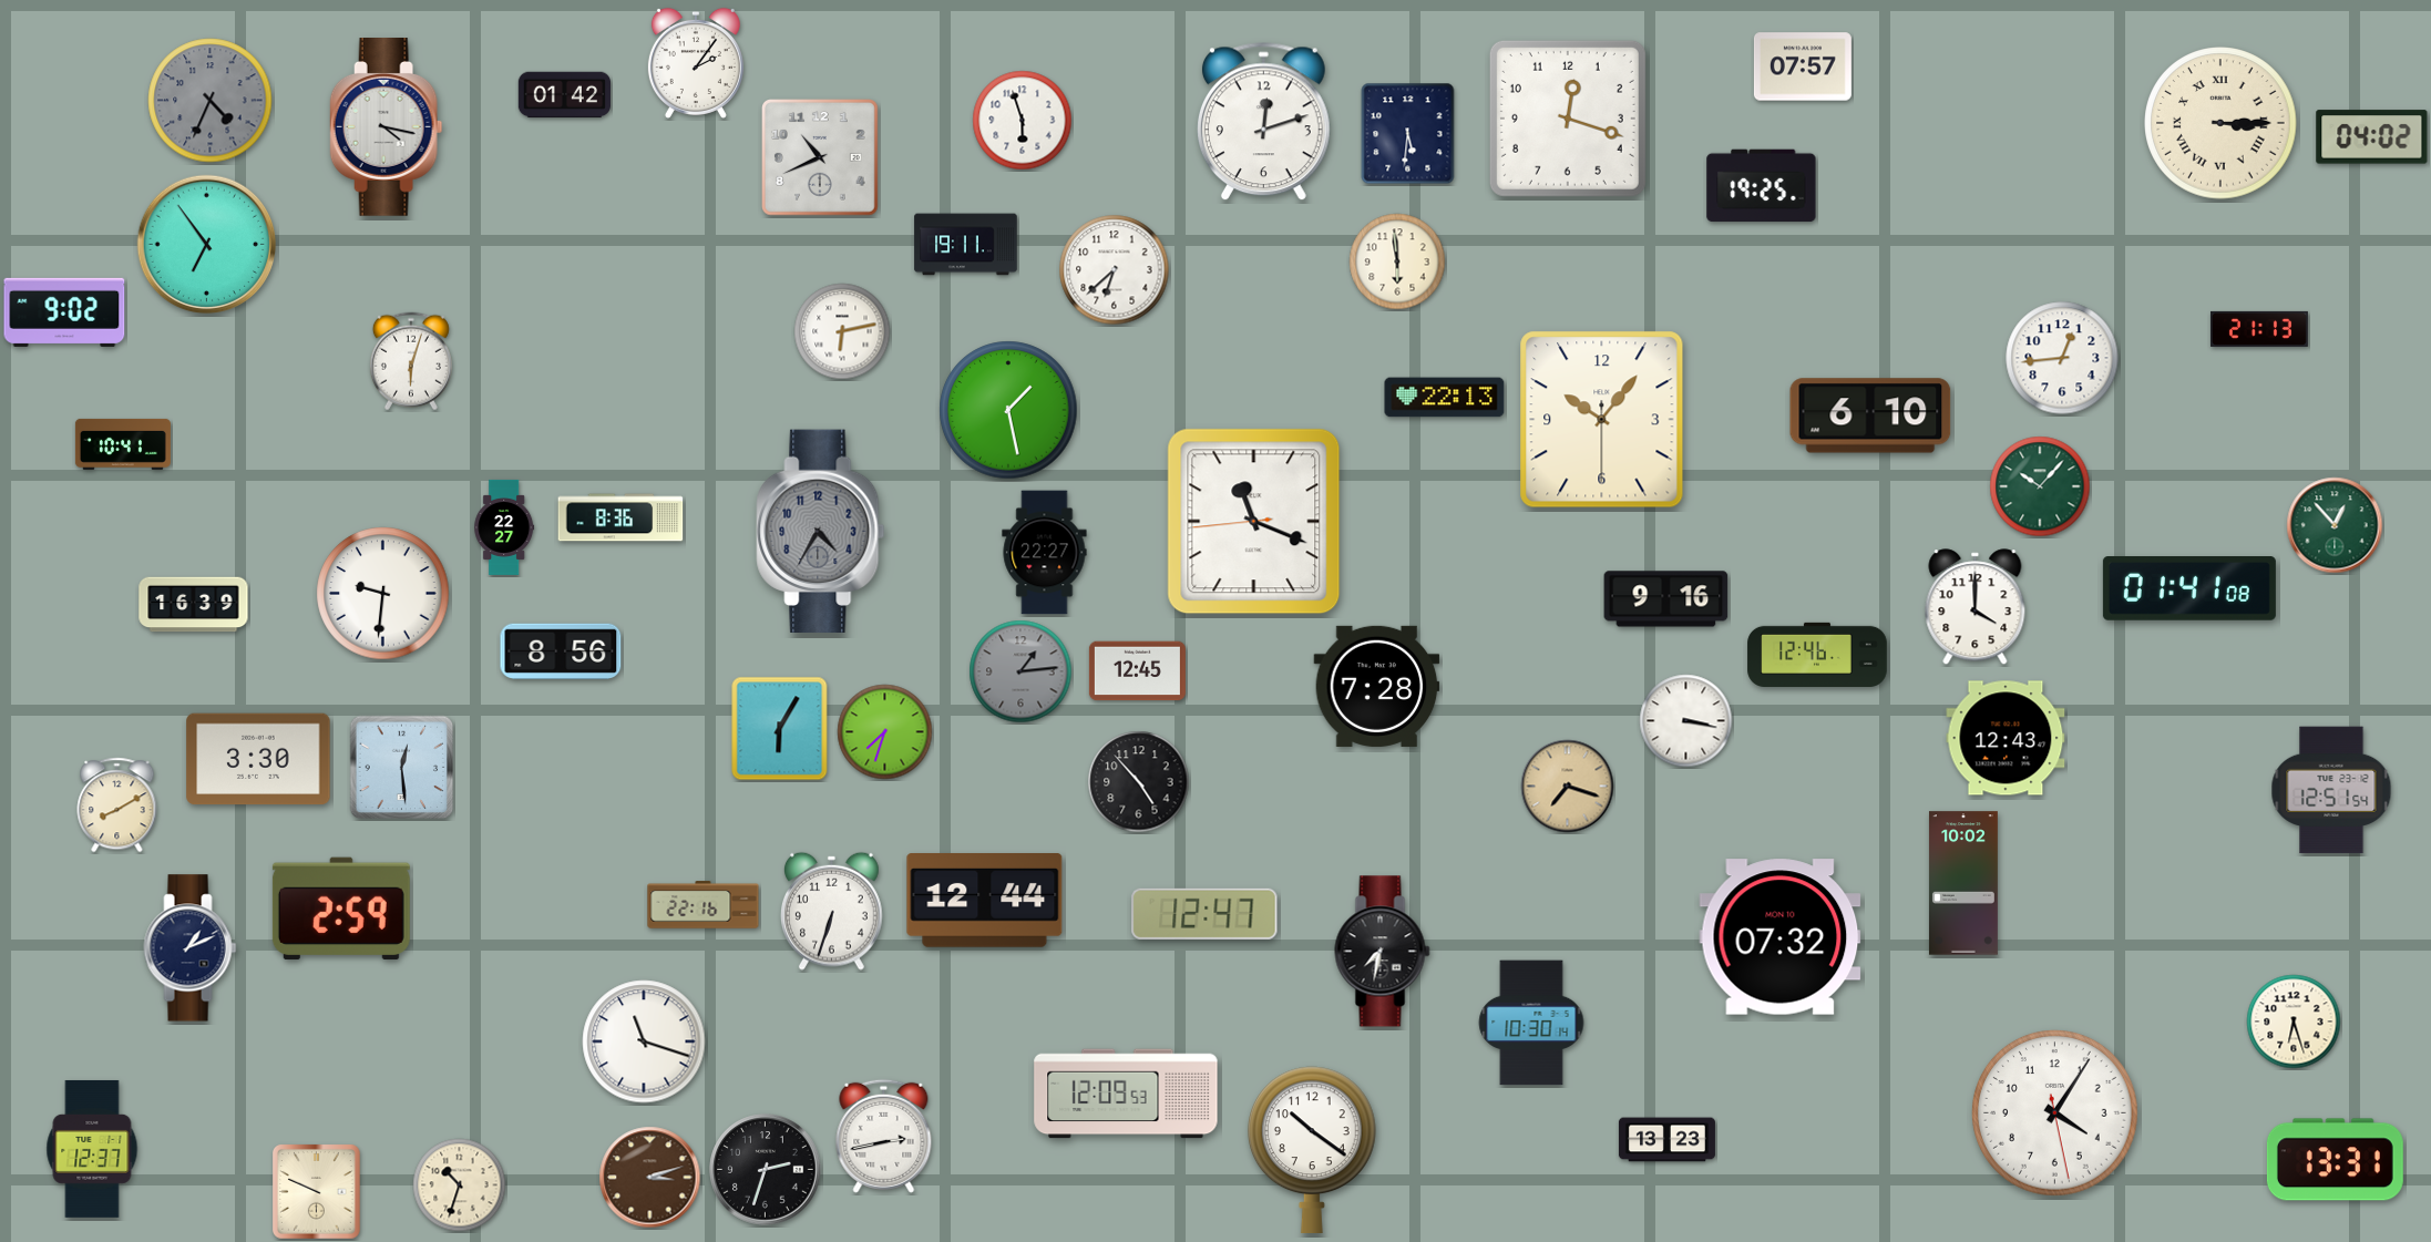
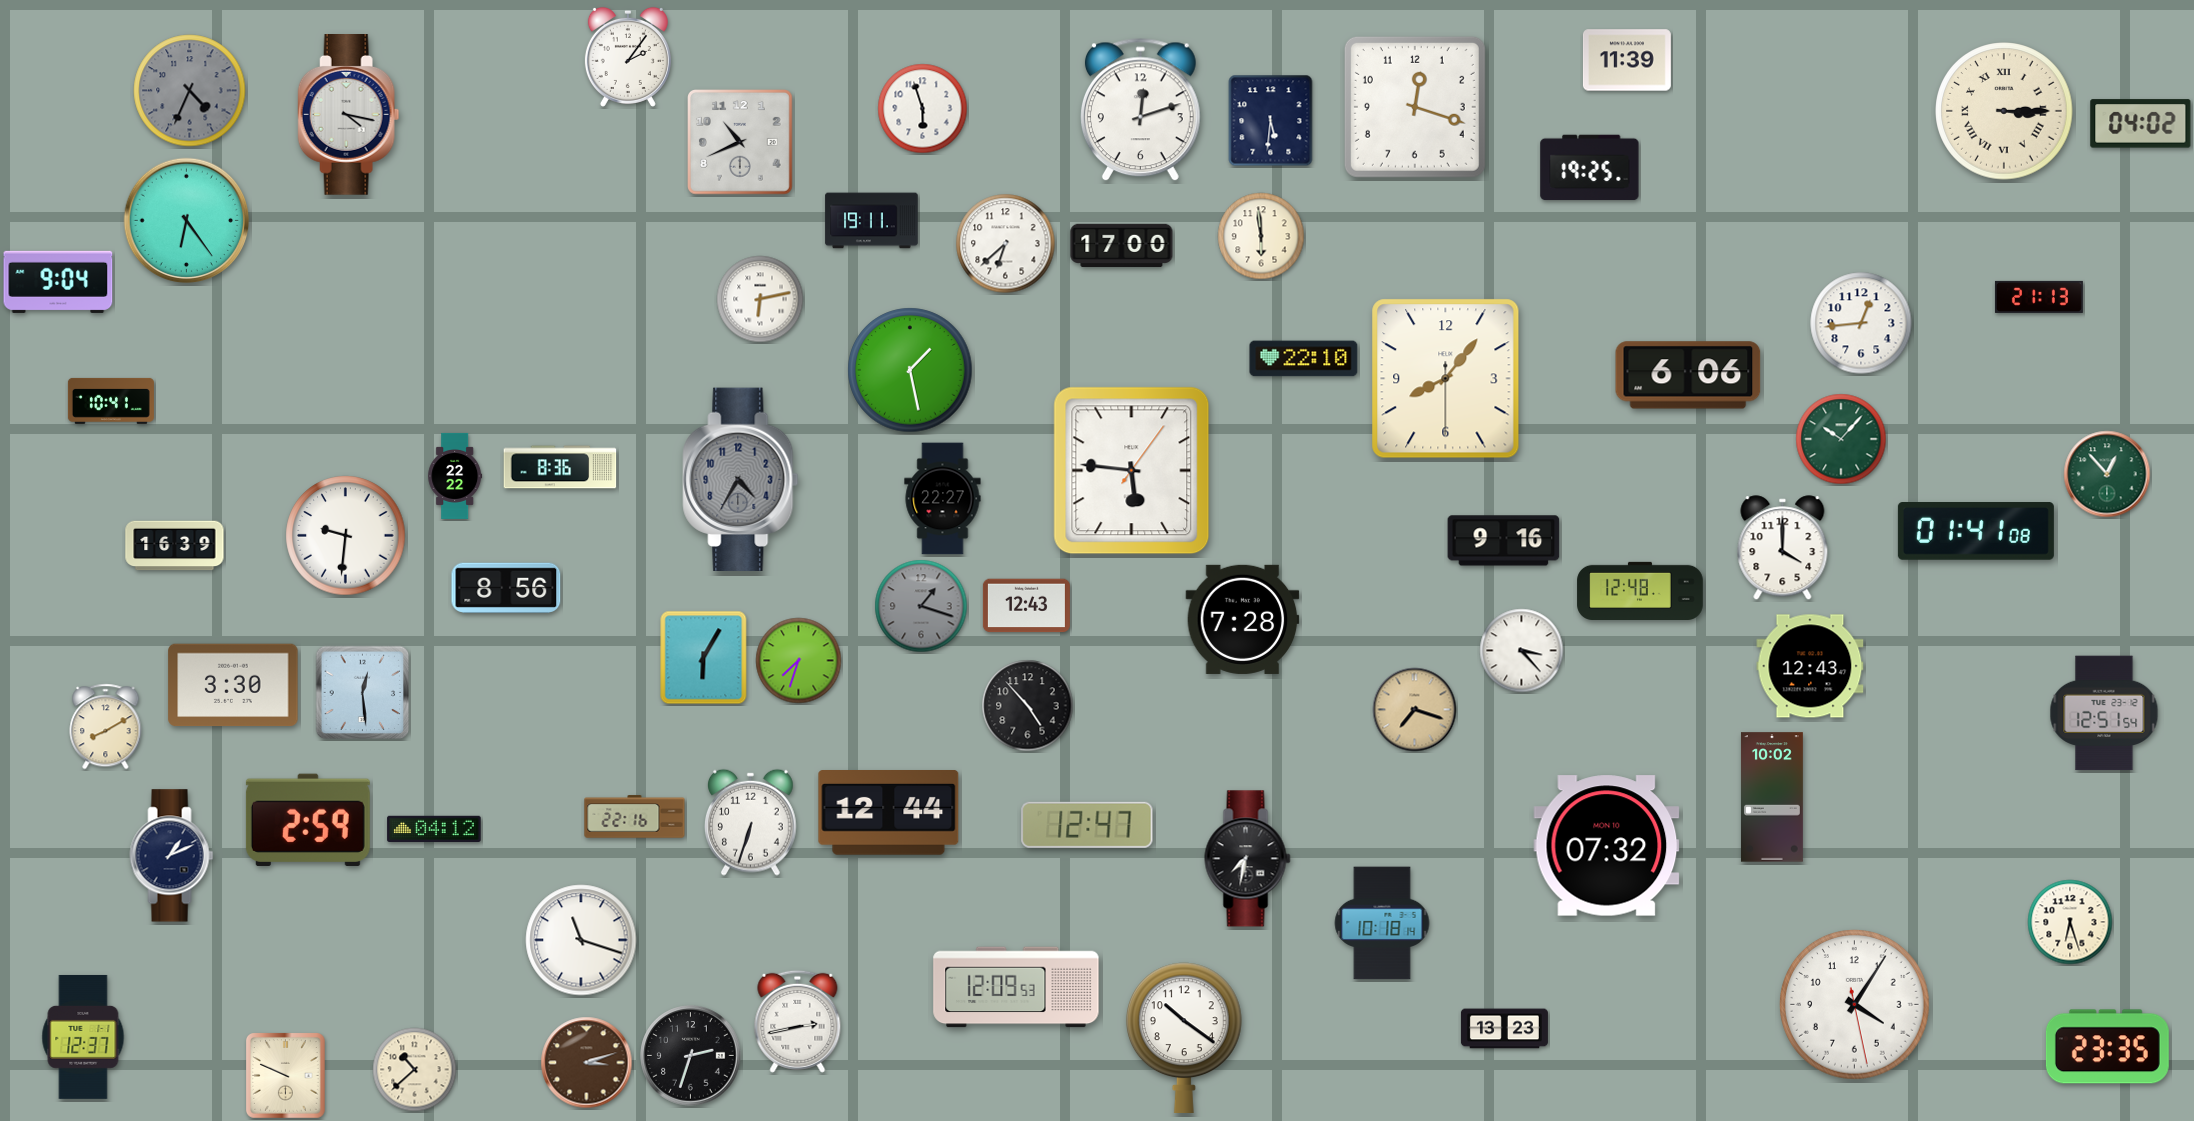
clock at (1803, 66): 07:57 -> 11:39
clock at (564, 95): 01:42 -> none
clock at (207, 245): 6:54 -> 6:24
clock at (1122, 245): none -> 17:00
clock at (64, 312): 9:02 -> 9:04
clock at (411, 361): 6:03 -> none
clock at (1445, 398): 22:13 -> 22:10
clock at (1870, 415): 6:10 -> 6:06
clock at (1602, 420): 10:06 -> 8:06
clock at (1254, 522): 11:18 -> 5:46
clock at (504, 527): 22:27 -> 22:22
clock at (1817, 654): 12:46 -> 12:48
clock at (1020, 671): 1:14 -> 1:18
clock at (1137, 671): 12:45 -> 12:43
clock at (1686, 721): 3:17 -> 3:23
clock at (434, 828): none -> 04:12
clock at (1531, 1023): 10:30 -> 10:18
clock at (884, 1136) position: (884, 1136) -> (798, 1021)
clock at (2335, 1160): 13:31 -> 23:35
clock at (460, 1185): 10:33 -> 10:38
